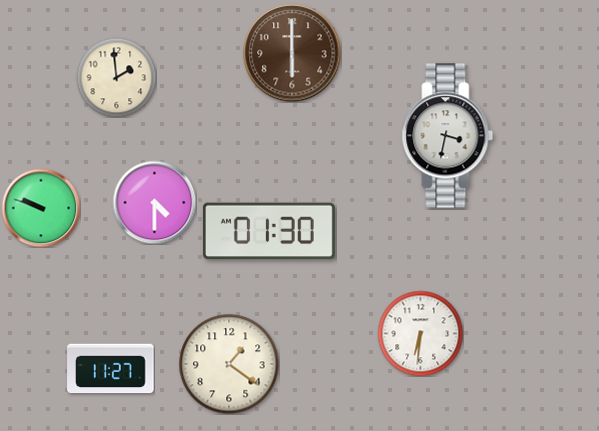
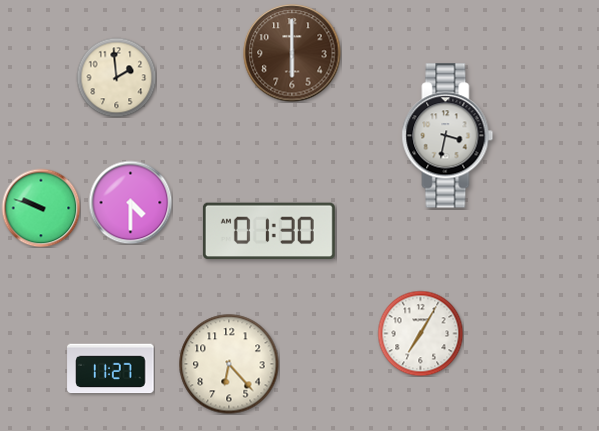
clock at (154, 202) position: (154, 202) -> (130, 202)
clock at (420, 333): 6:31 -> 7:05
clock at (229, 364): 1:21 -> 6:23
